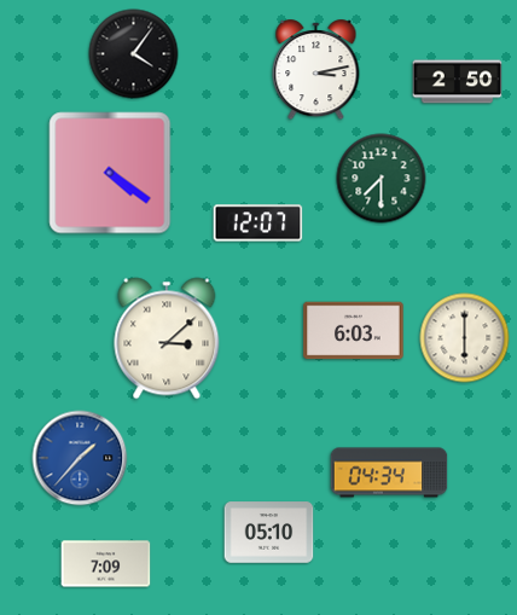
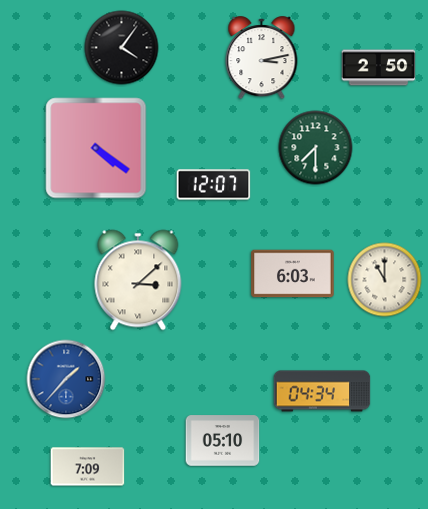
clock at (134, 54) position: (134, 54) -> (122, 48)
clock at (110, 173) position: (110, 173) -> (96, 148)
clock at (465, 338): 6:00 -> 11:00
